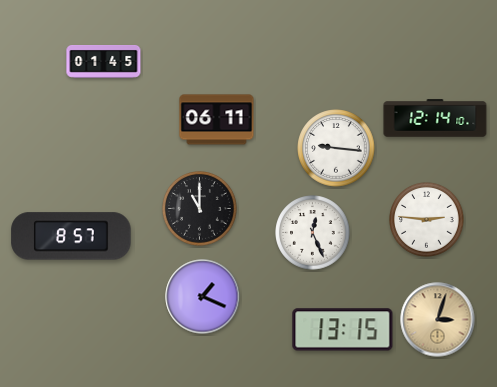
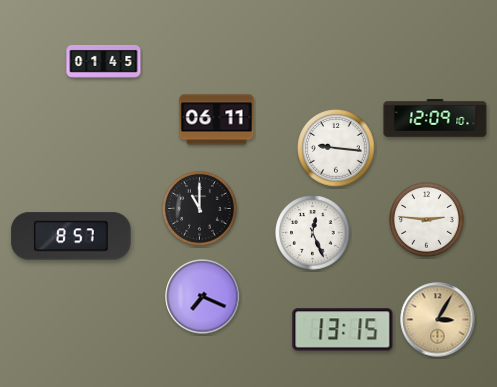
clock at (435, 118): 12:14 -> 12:09
clock at (203, 297): 1:19 -> 7:19
clock at (438, 320): 3:03 -> 3:05
